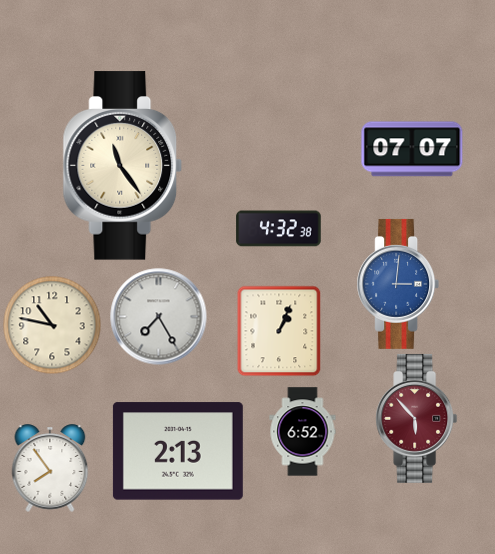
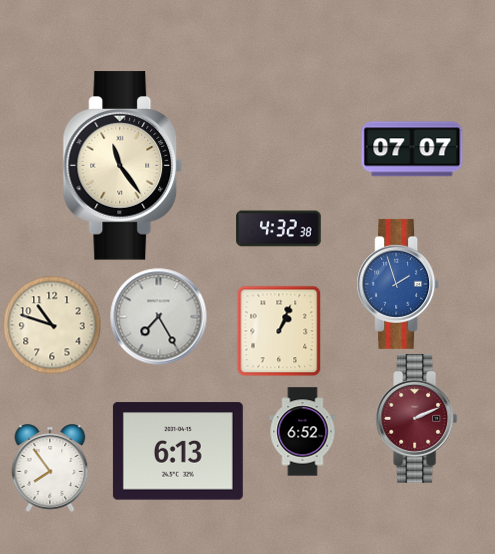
clock at (398, 284): 3:01 -> 1:57
clock at (52, 325): 10:47 -> 10:48
clock at (417, 418): 5:53 -> 2:11
clock at (178, 451): 2:13 -> 6:13
